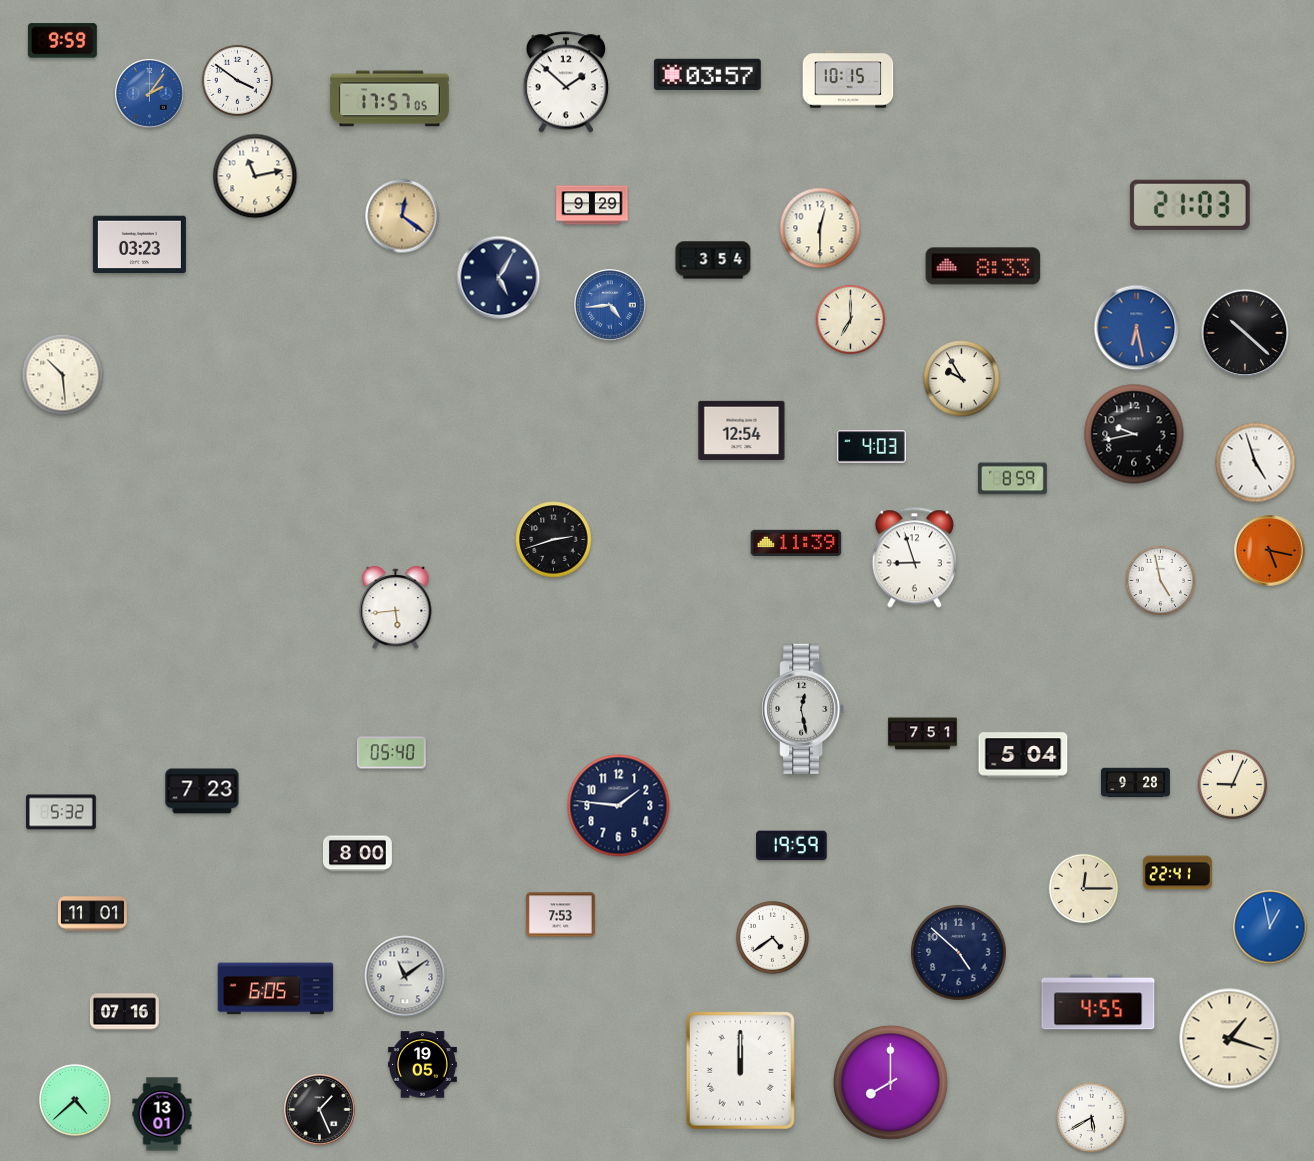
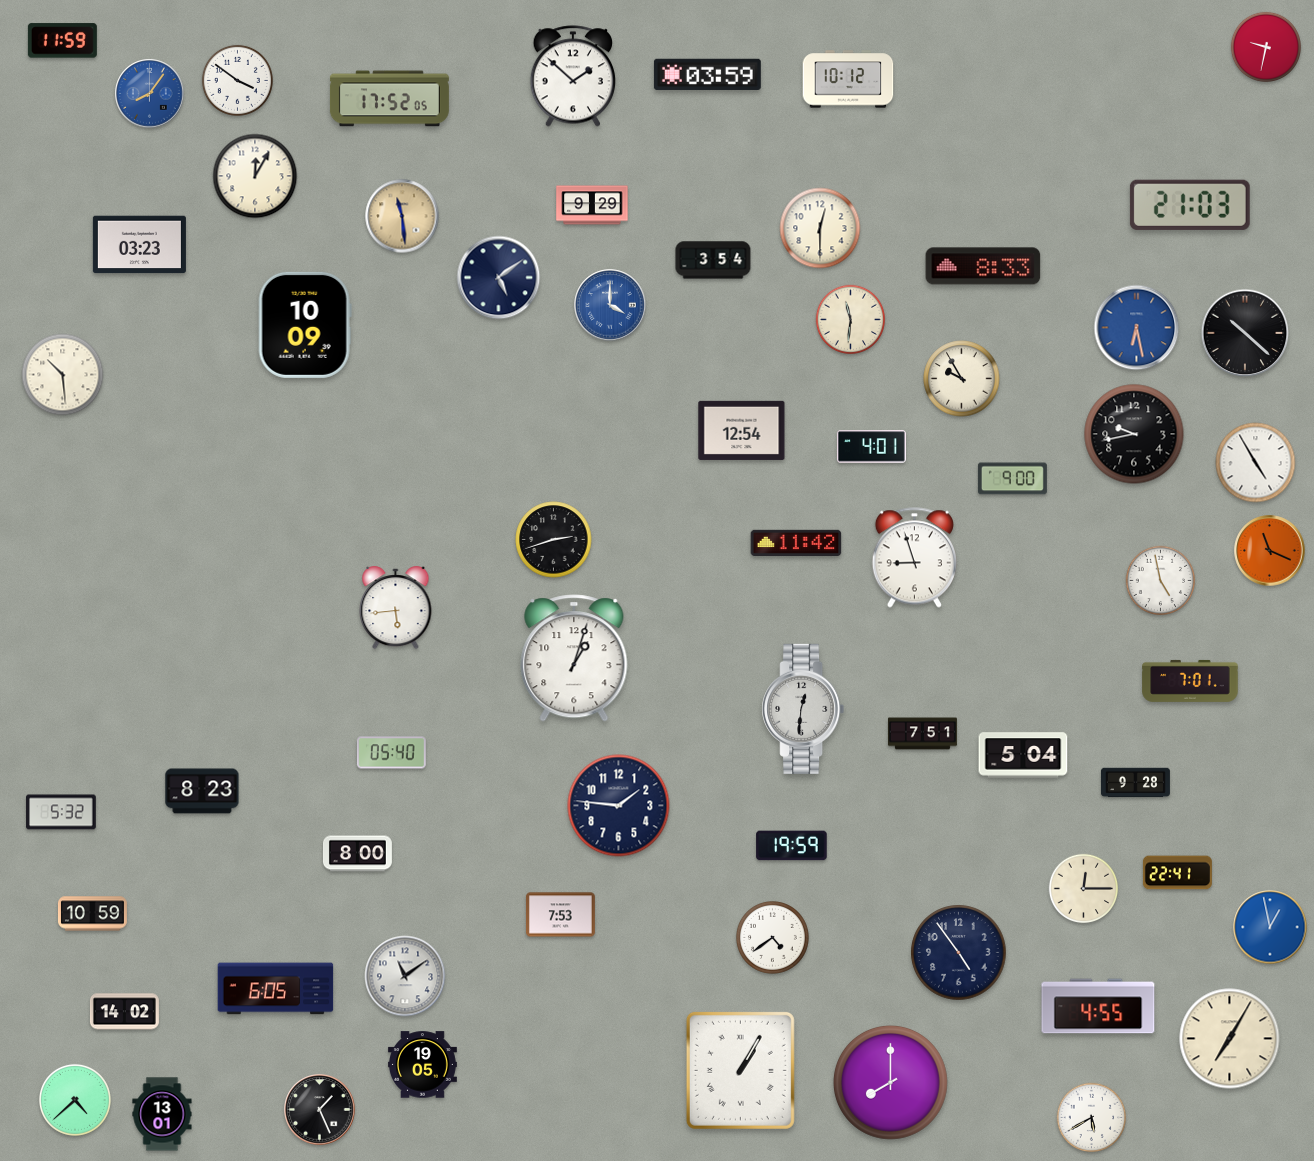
clock at (62, 41): 9:59 -> 11:59
clock at (1265, 46): none -> 9:32
clock at (707, 74): 03:57 -> 03:59
clock at (848, 79): 10:15 -> 10:12
clock at (565, 82) position: (565, 82) -> (572, 76)
clock at (150, 94): 2:06 -> 8:06
clock at (389, 99): 17:57 -> 17:52
clock at (255, 176): 11:13 -> 12:05
clock at (402, 216): 12:21 -> 11:29
clock at (499, 278): 5:05 -> 5:09
clock at (610, 305): 4:44 -> 4:00
clock at (851, 320): 7:00 -> 11:31
clock at (305, 325): none -> 10:09
clock at (871, 447): 4:03 -> 4:01
clock at (1256, 463): 4:57 -> 4:55
clock at (1012, 479): 8:59 -> 9:00
clock at (796, 542): 11:39 -> 11:42
clock at (1270, 551): 5:17 -> 11:19
clock at (574, 658): none -> 1:03
clock at (1190, 681): none -> 7:01
clock at (803, 709): 12:28 -> 12:31
clock at (1233, 785): 9:04 -> none
clock at (202, 791): 7:23 -> 8:23
clock at (92, 914): 11:01 -> 10:59
clock at (959, 953): 4:52 -> 4:54
clock at (1098, 1002) position: (1098, 1002) -> (1098, 1006)
clock at (124, 1012): 07:16 -> 14:02
clock at (1230, 1039): 1:18 -> 7:05
clock at (740, 1070): 12:00 -> 1:05
